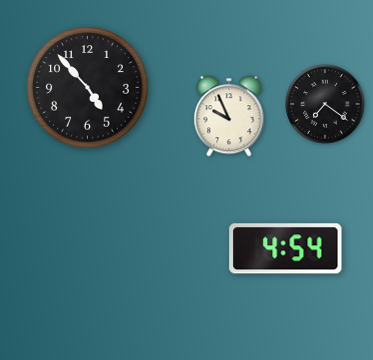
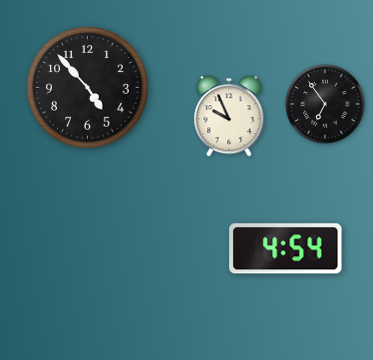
clock at (325, 104): 7:21 -> 6:54
